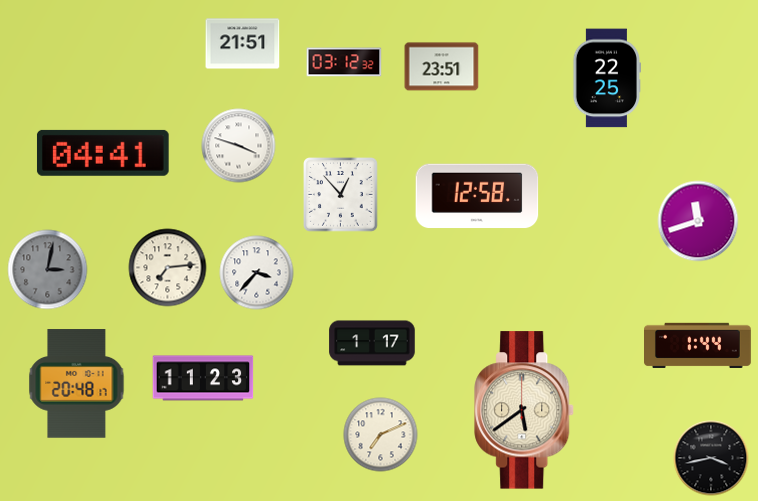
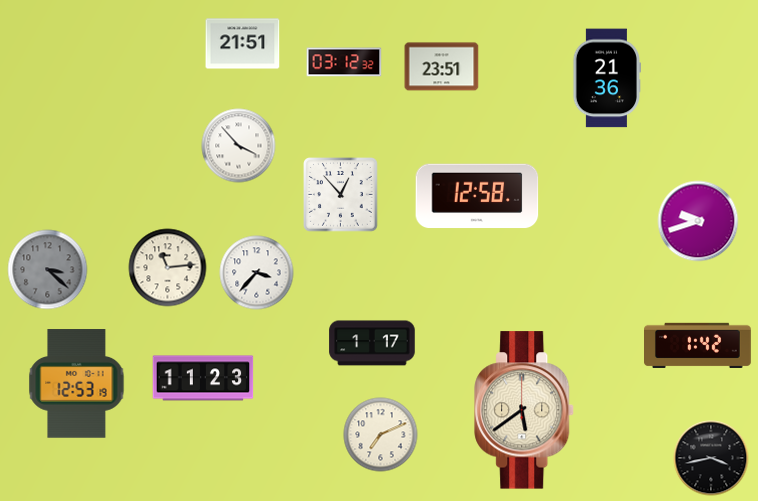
clock at (606, 78): 22:25 -> 21:36
clock at (239, 146): 3:48 -> 3:53
clock at (103, 153): 04:41 -> none
clock at (698, 221): 11:42 -> 9:42
clock at (168, 268): 7:14 -> 11:14
clock at (48, 270): 3:02 -> 3:22
clock at (698, 345): 1:44 -> 1:42
clock at (77, 384): 20:48 -> 12:53
